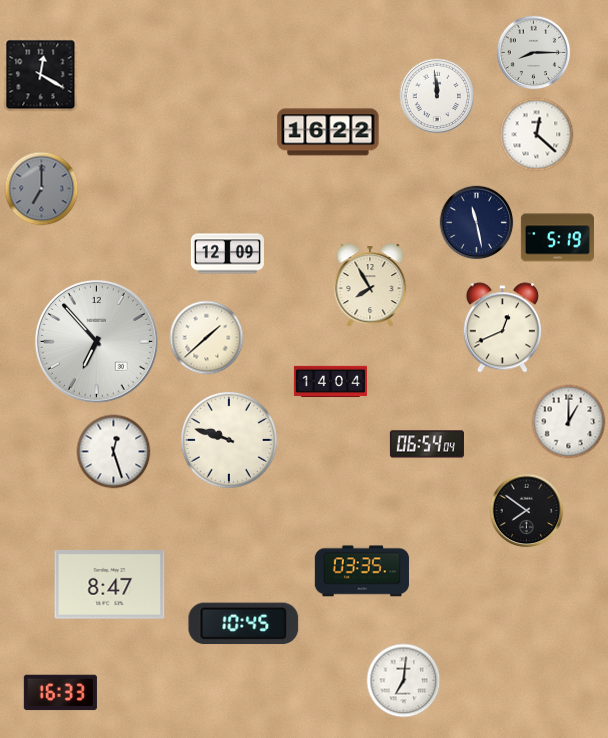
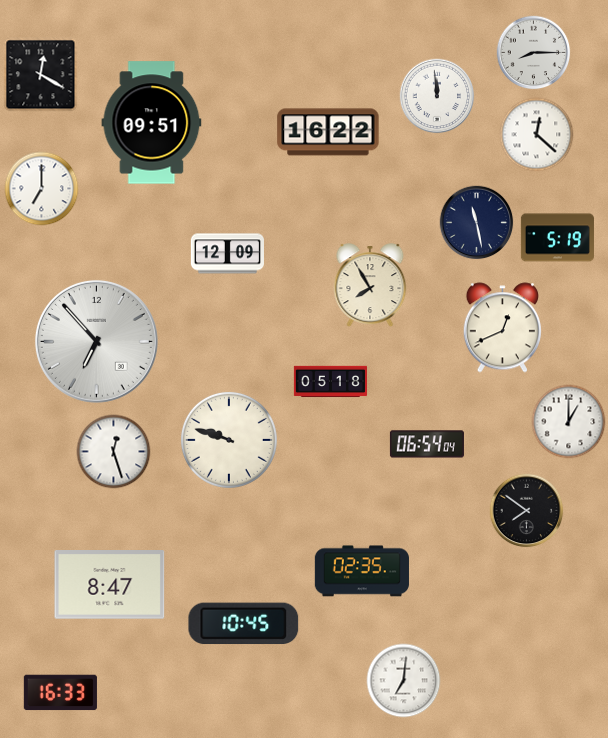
clock at (152, 123): none -> 09:51
clock at (42, 189) dial: grey -> white
clock at (207, 338): 1:38 -> none
clock at (330, 382): 14:04 -> 05:18
clock at (362, 571): 03:35 -> 02:35
